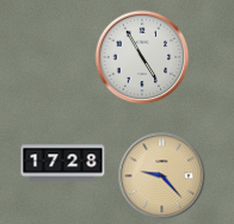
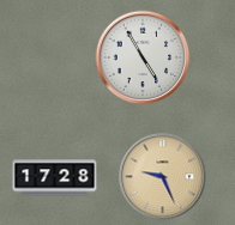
clock at (63, 163) position: (63, 163) -> (55, 178)
clock at (162, 176): 9:23 -> 9:26
